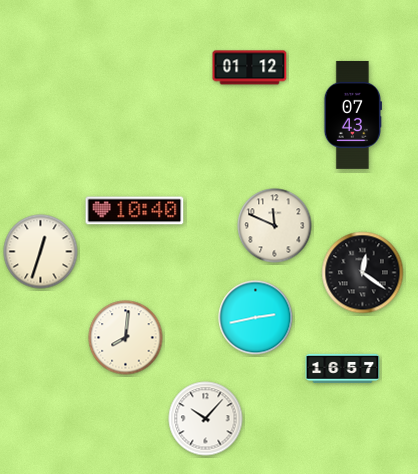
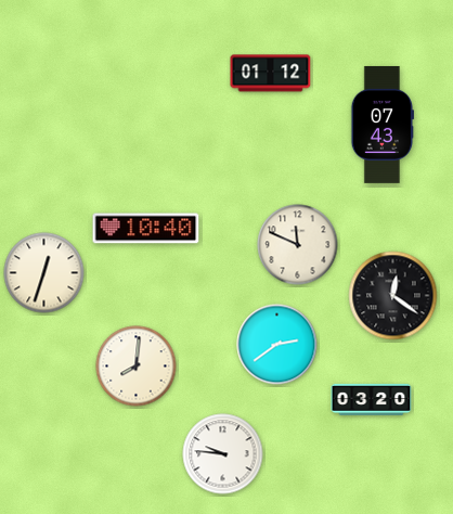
clock at (256, 318): 2:43 -> 2:39
clock at (343, 368): 16:57 -> 03:20
clock at (206, 419): 10:07 -> 9:46
